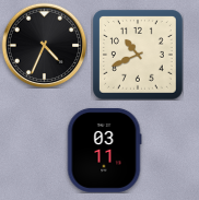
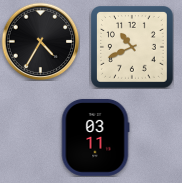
clock at (44, 45): 4:34 -> 4:35
clock at (139, 56) position: (139, 56) -> (133, 48)
